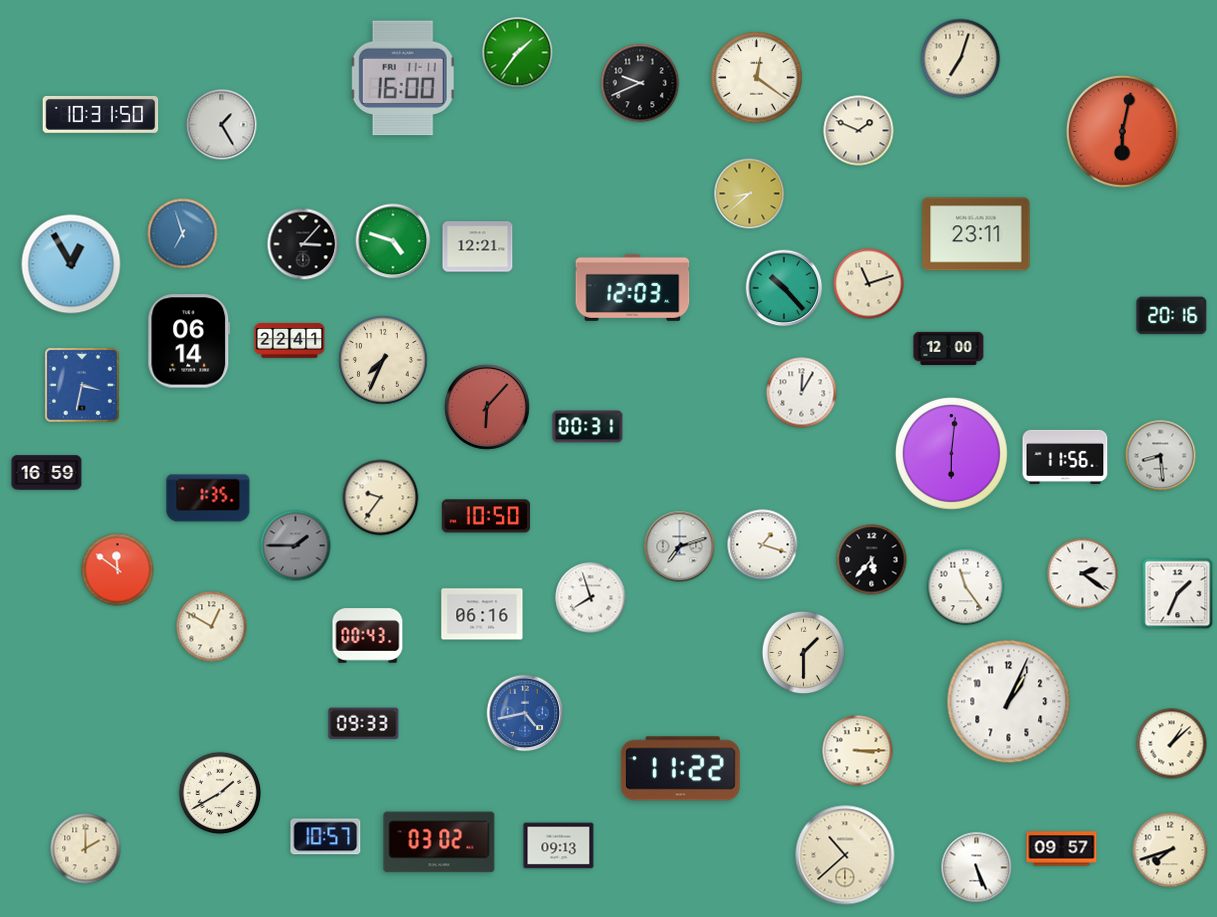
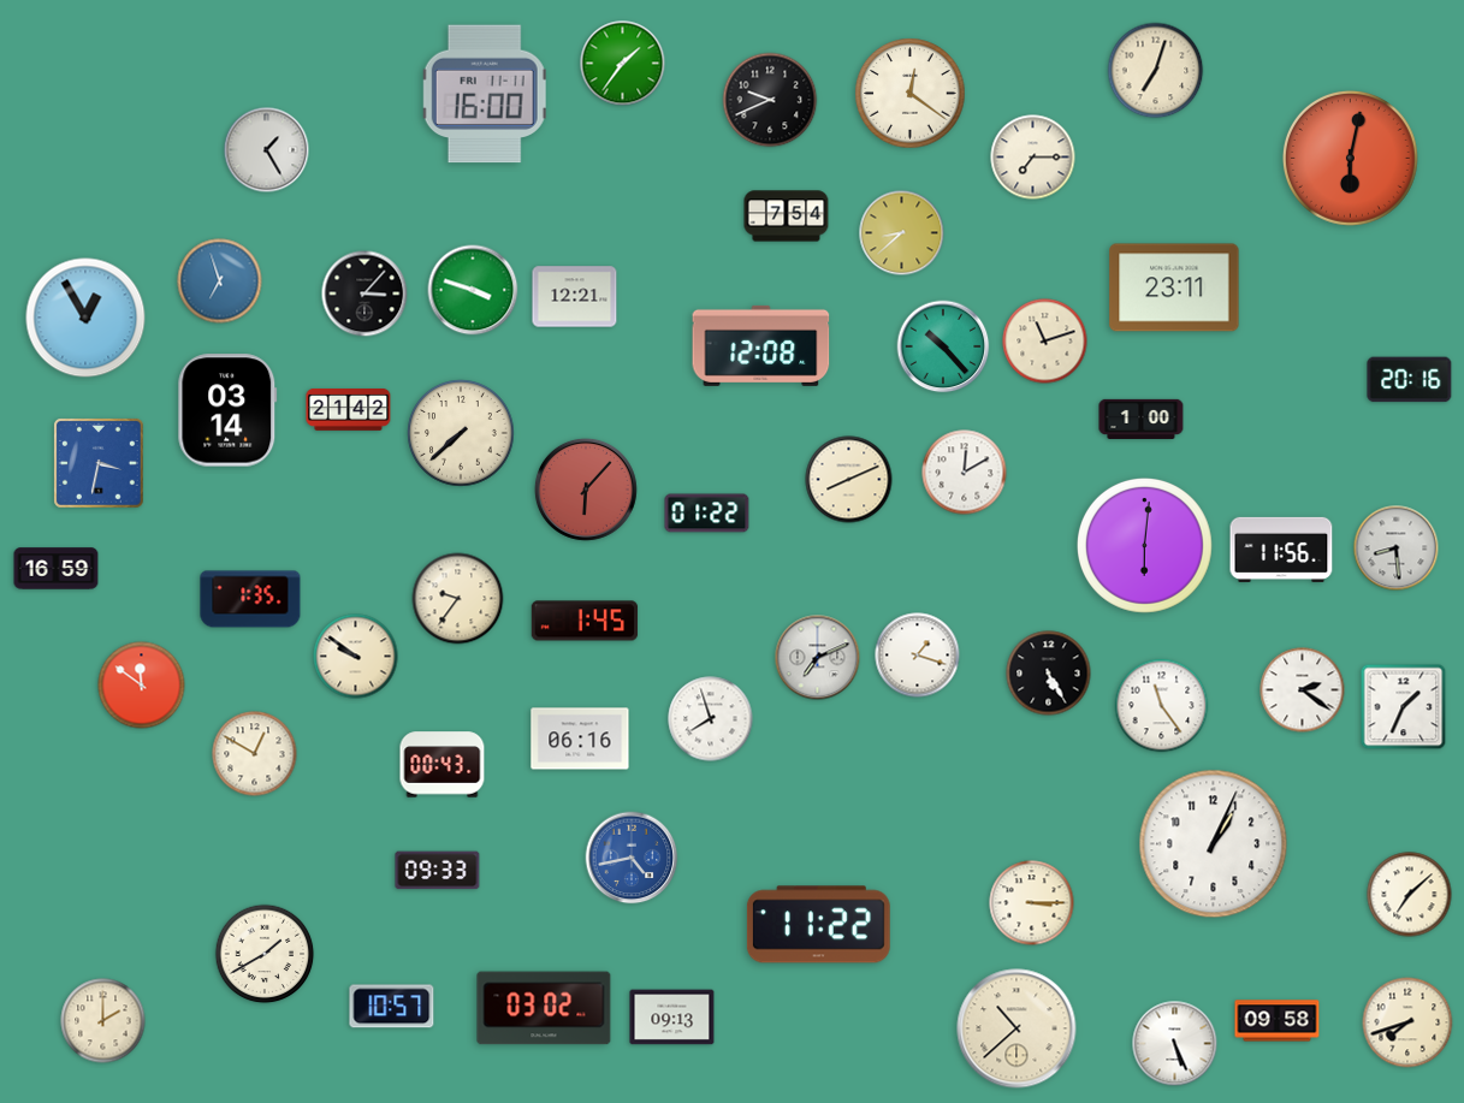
clock at (101, 114): 10:31 -> none
clock at (859, 131): 1:49 -> 7:15
clock at (787, 217): none -> 7:54
clock at (976, 234) position: (976, 234) -> (1174, 287)
clock at (393, 241): 4:48 -> 3:48
clock at (633, 287): 12:03 -> 12:08
clock at (189, 341): 06:14 -> 03:14
clock at (290, 341): 22:41 -> 21:42
clock at (949, 348): 12:00 -> 1:00
clock at (383, 360): 7:34 -> 7:38
clock at (802, 393): 12:05 -> 12:10
clock at (849, 480): none -> 8:11
clock at (588, 427): 00:31 -> 01:22
clock at (486, 516): 10:50 -> 1:45
clock at (296, 546): 1:45 -> 9:51
clock at (296, 546) dial: grey -> cream
clock at (680, 547): 7:12 -> 7:11
clock at (872, 560): 5:37 -> 5:25
clock at (1178, 594) position: (1178, 594) -> (1404, 707)
clock at (804, 653): 1:30 -> none
clock at (1172, 744): 1:08 -> 7:08
clock at (439, 842) position: (439, 842) -> (544, 1008)
clock at (1062, 849): 09:57 -> 09:58
